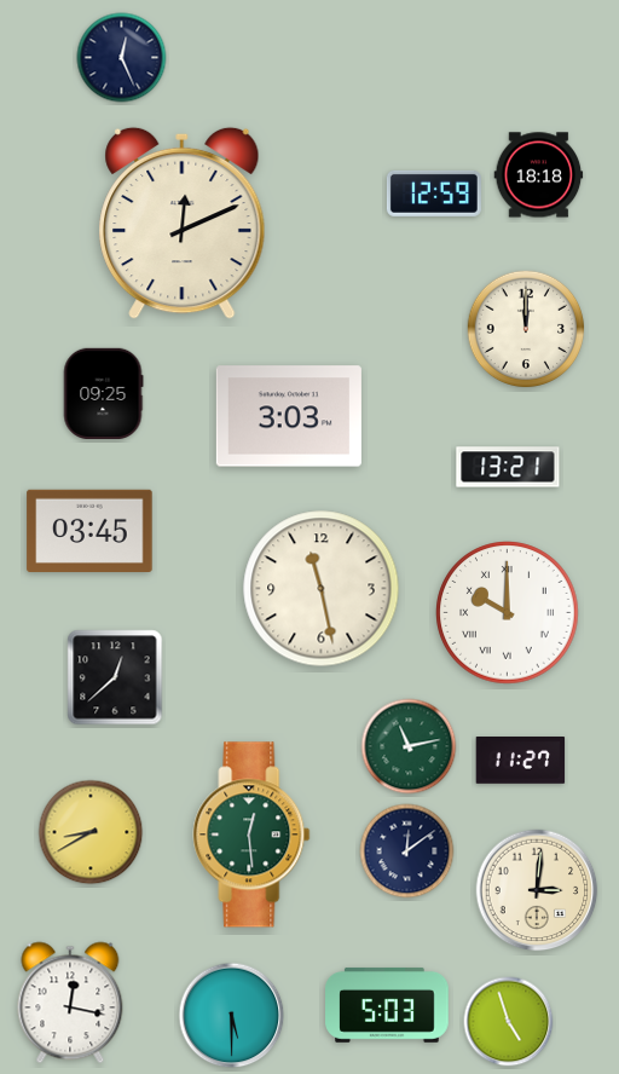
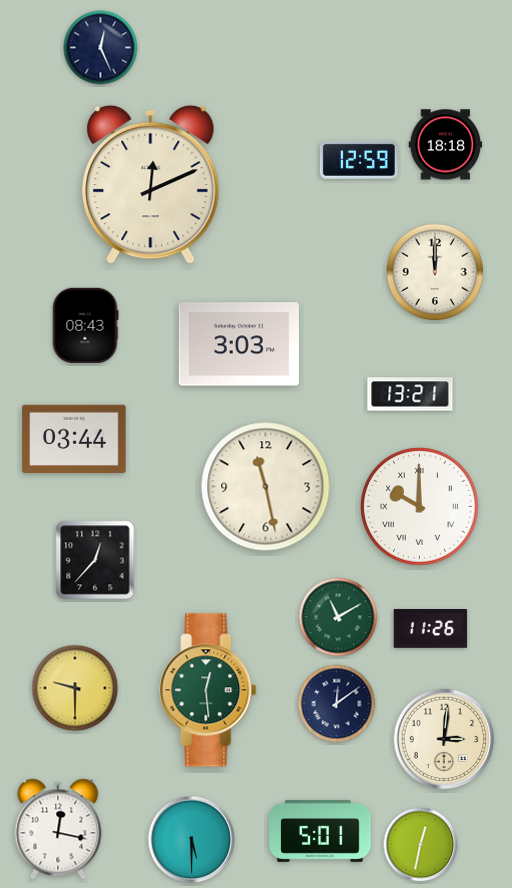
clock at (103, 393): 09:25 -> 08:43
clock at (508, 467) position: (508, 467) -> (410, 394)
clock at (89, 530): 03:45 -> 03:44
clock at (115, 677): 12:38 -> 12:37
clock at (409, 746): 11:13 -> 11:10
clock at (521, 761): 11:27 -> 11:26
clock at (91, 832): 8:40 -> 9:30
clock at (537, 890) position: (537, 890) -> (444, 739)
clock at (387, 1005): 5:03 -> 5:01
clock at (509, 1022): 4:57 -> 12:32
